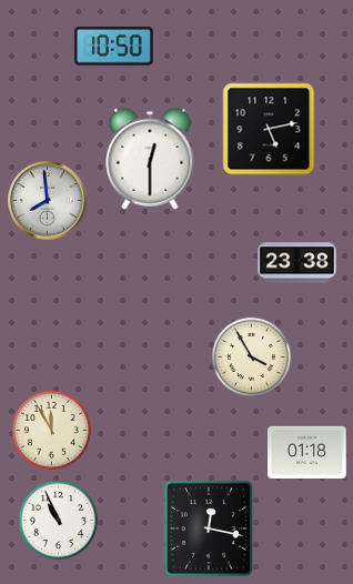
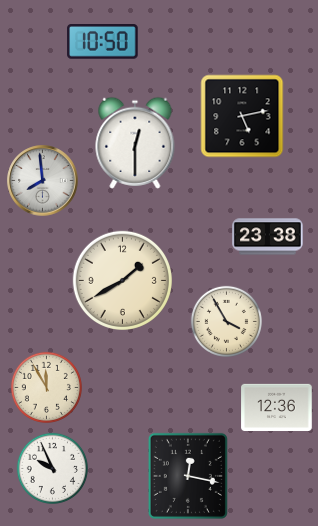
clock at (122, 280): none -> 1:40
clock at (307, 452): 01:18 -> 12:36
clock at (58, 520): 10:56 -> 9:56
